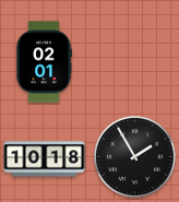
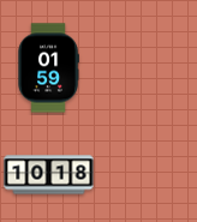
clock at (44, 62): 02:01 -> 01:59
clock at (134, 156): 1:55 -> none
